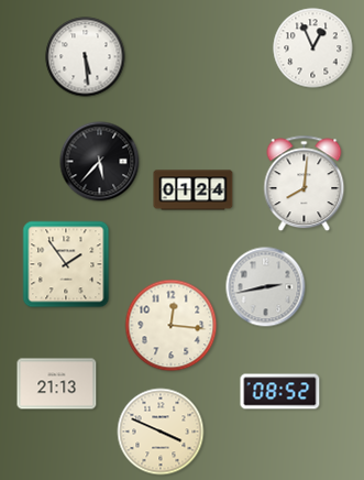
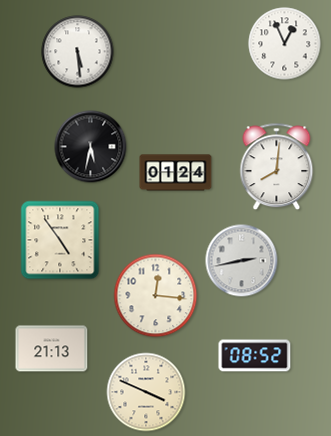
clock at (100, 162): 5:37 -> 5:32
clock at (66, 264): 1:54 -> 4:54
